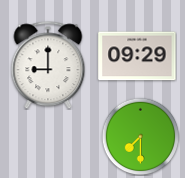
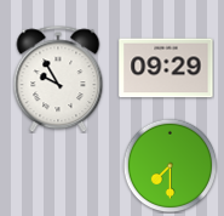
clock at (48, 65): 9:00 -> 9:55
